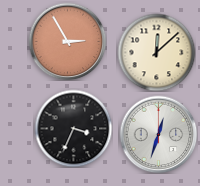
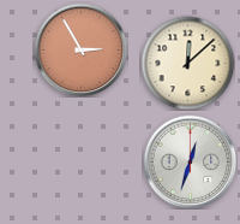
clock at (73, 128): 3:34 -> none
